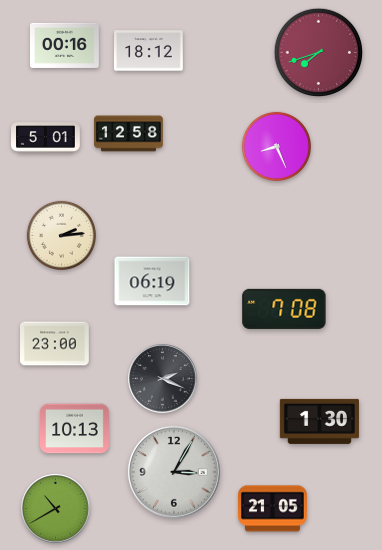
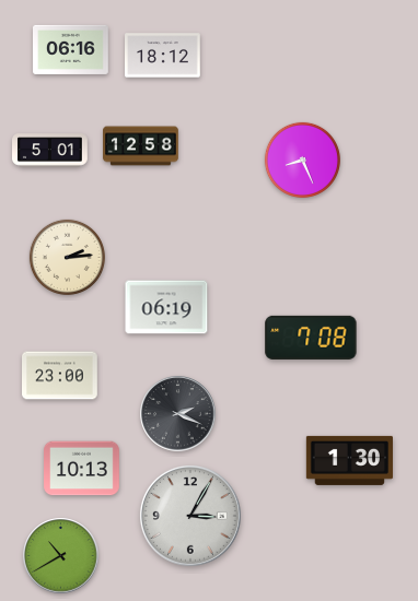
clock at (65, 45): 00:16 -> 06:16
clock at (318, 52): 7:42 -> none
clock at (273, 509): 21:05 -> none
